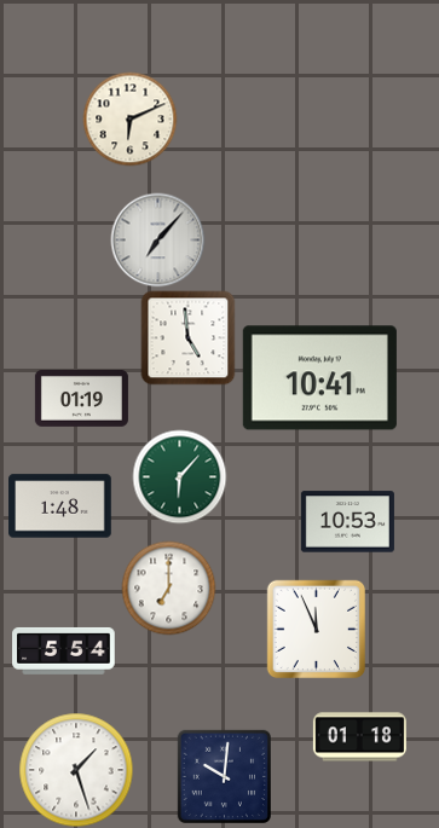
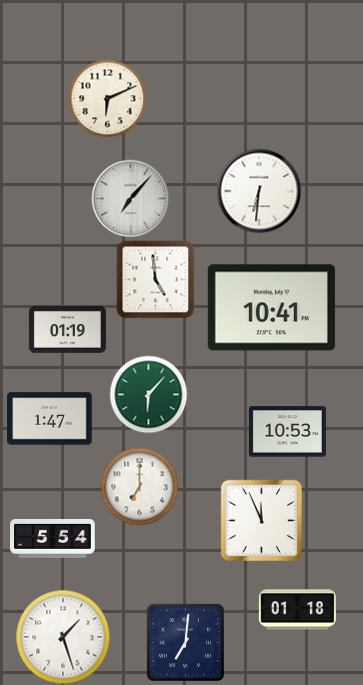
clock at (259, 191): none -> 6:31
clock at (319, 378) position: (319, 378) -> (271, 308)
clock at (60, 506): 1:48 -> 1:47
clock at (224, 776): 10:01 -> 7:01
